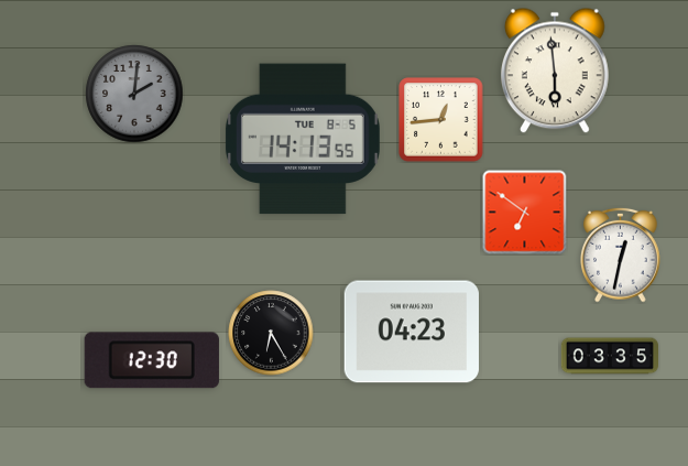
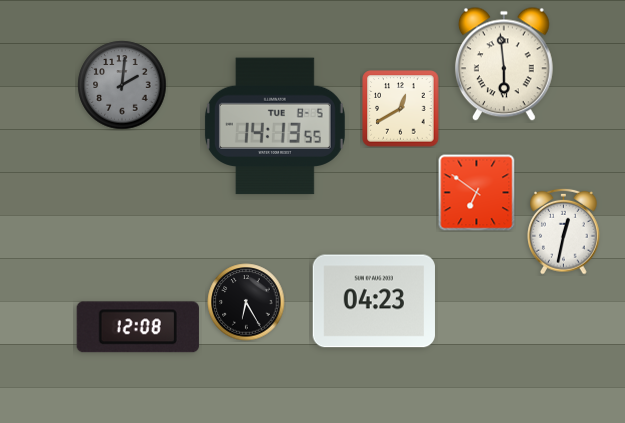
clock at (441, 120): 12:44 -> 12:40
clock at (609, 356): 03:35 -> none
clock at (152, 360): 12:30 -> 12:08
